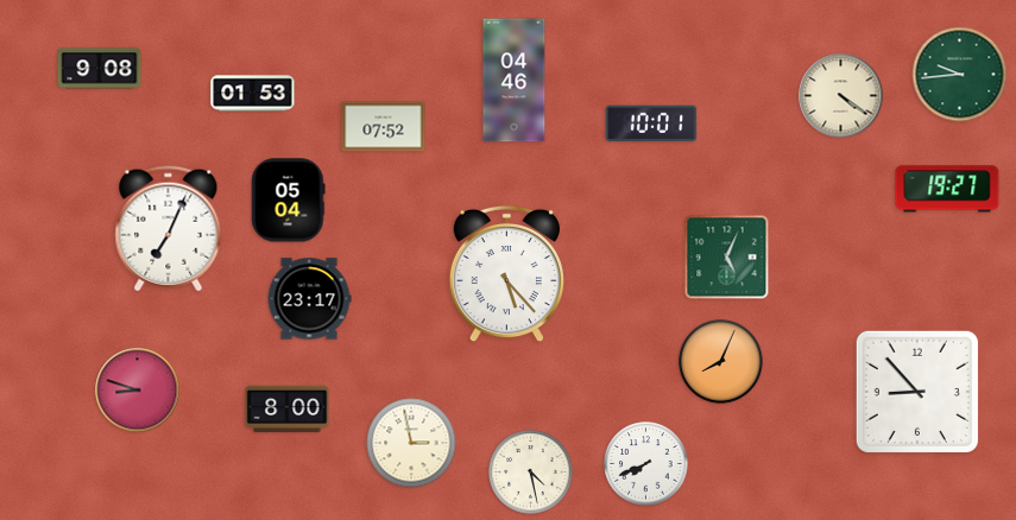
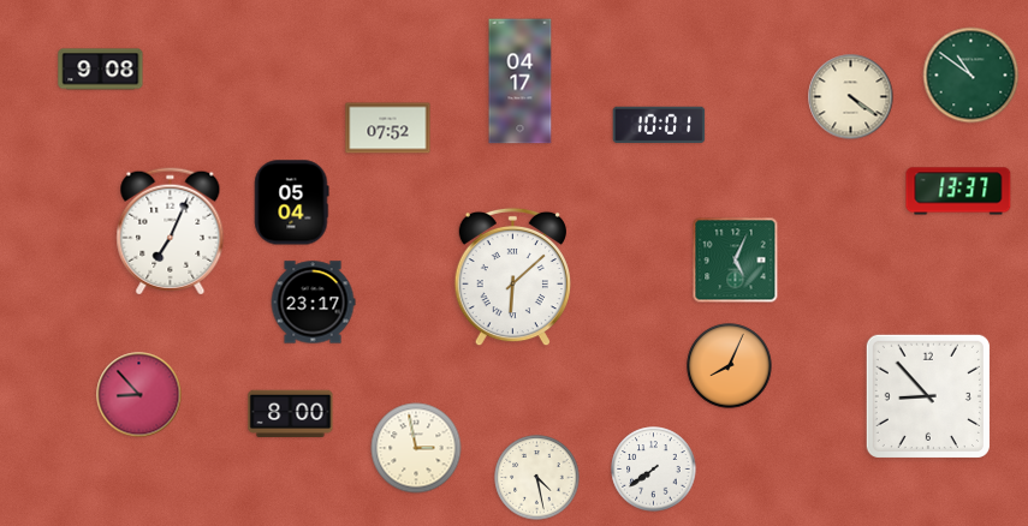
clock at (960, 75): 9:44 -> 10:51
clock at (515, 81): 04:46 -> 04:17
clock at (253, 94): 01:53 -> none
clock at (947, 189): 19:27 -> 13:37
clock at (506, 274): 5:23 -> 6:08
clock at (138, 391): 8:48 -> 8:53
clock at (646, 464): 7:41 -> 7:39
